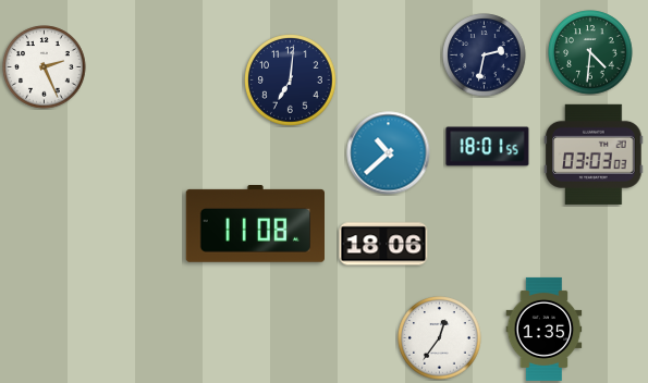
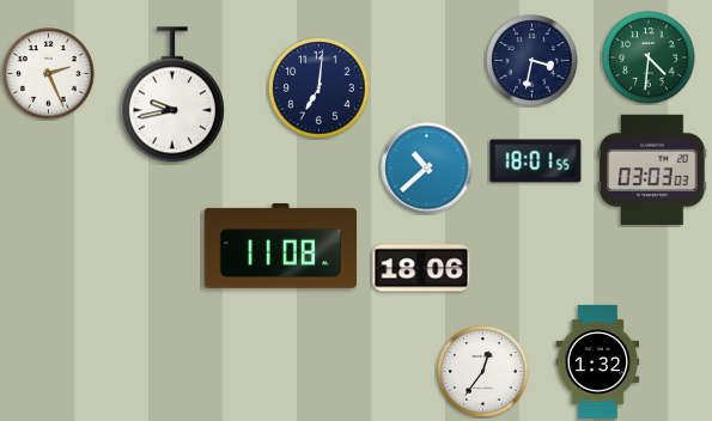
clock at (485, 55): 2:32 -> 3:32
clock at (172, 94): none -> 9:43
clock at (545, 329): 1:35 -> 1:32
